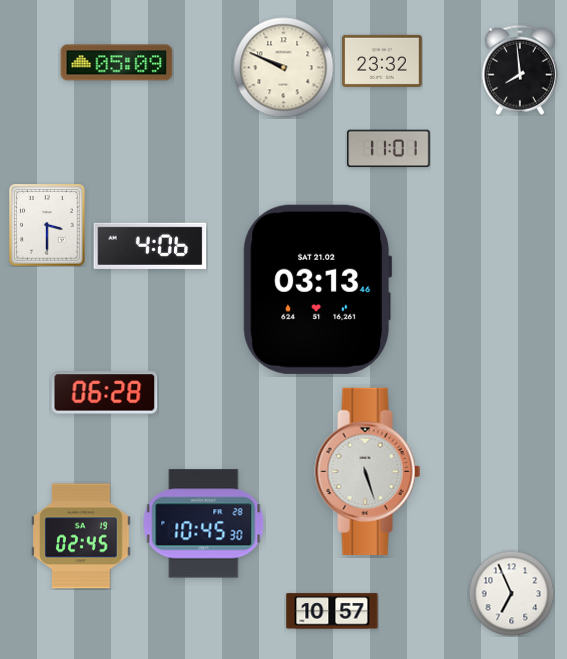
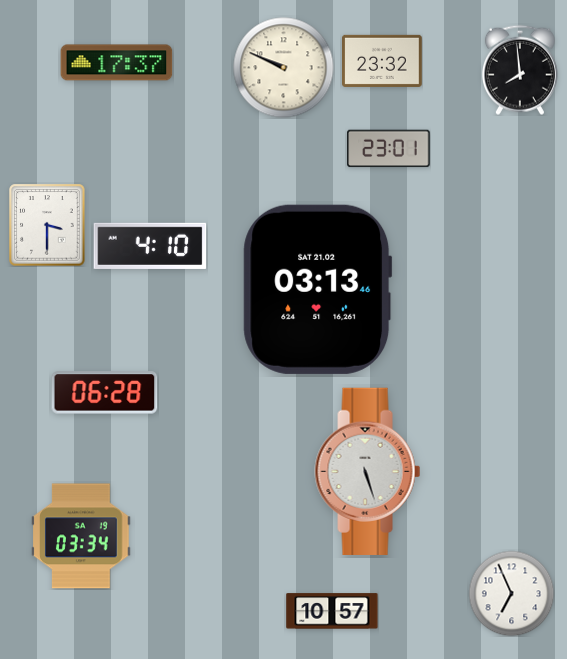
clock at (117, 63): 05:09 -> 17:37
clock at (389, 149): 11:01 -> 23:01
clock at (150, 246): 4:06 -> 4:10
clock at (204, 524): 10:45 -> none
clock at (81, 536): 02:45 -> 03:34
